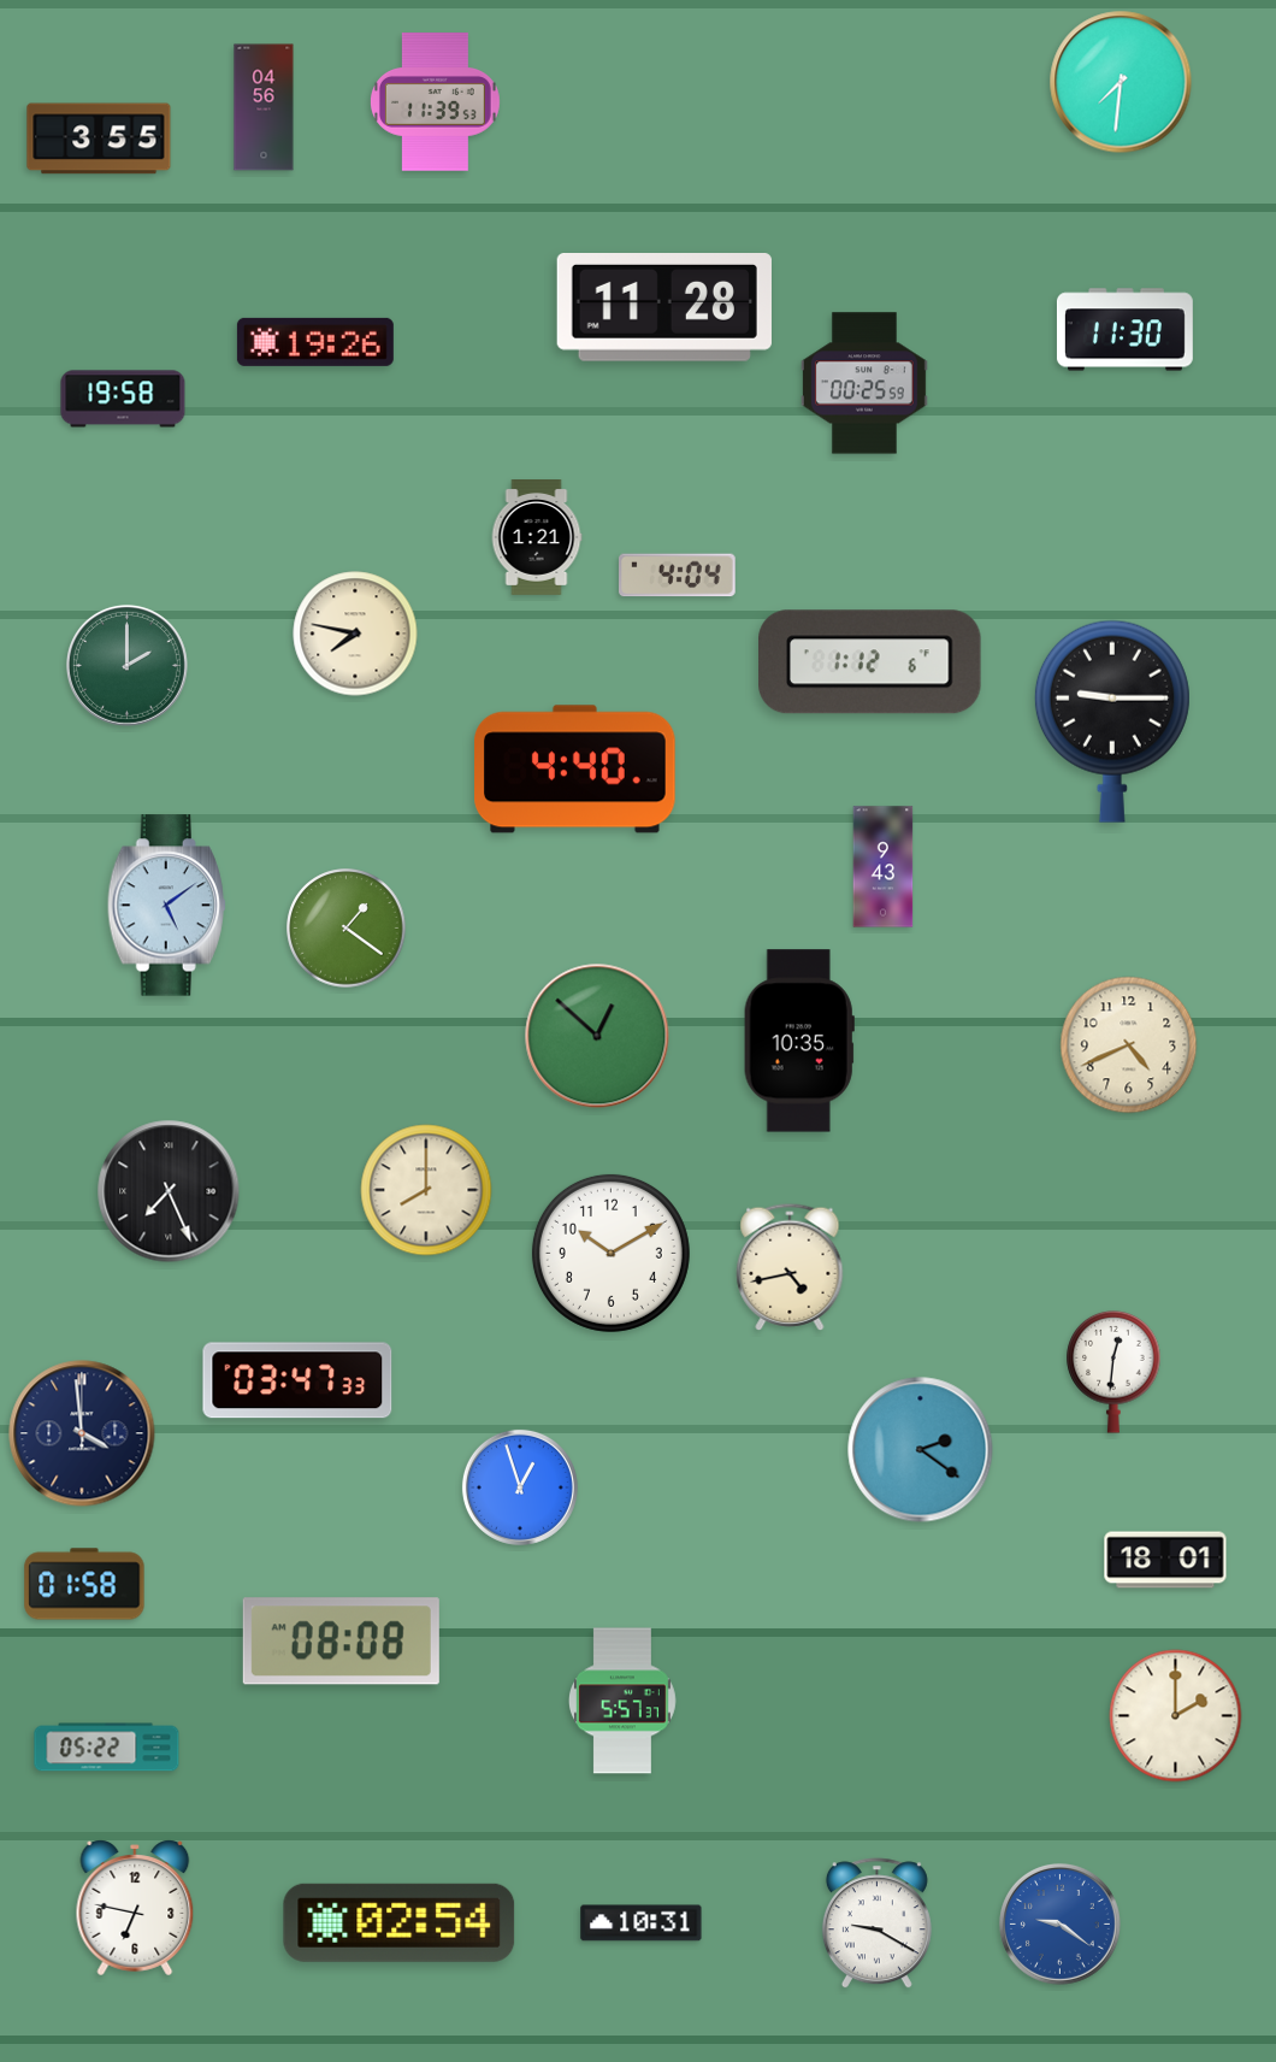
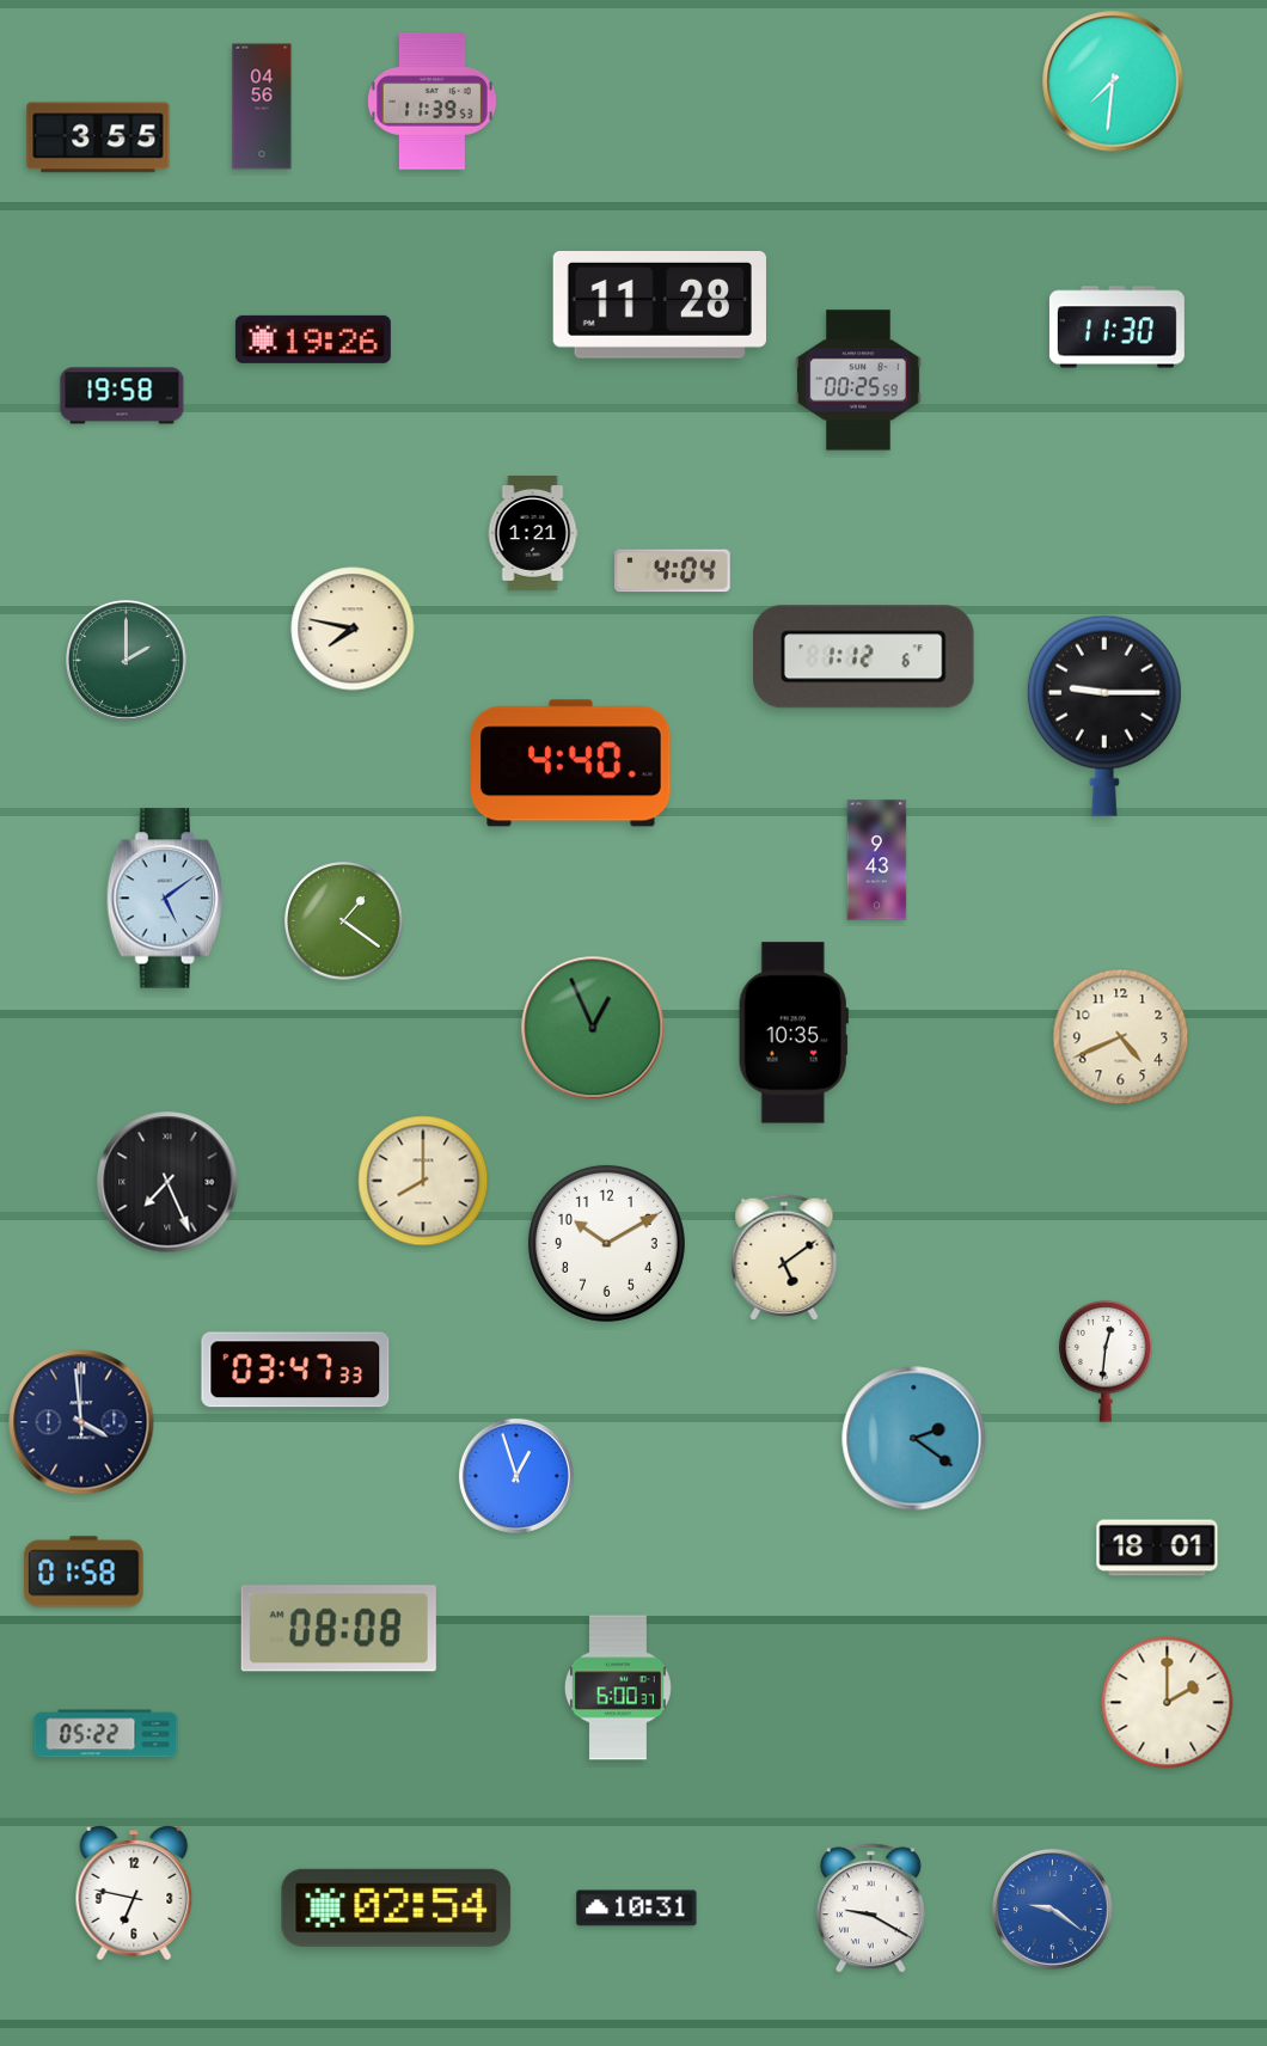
clock at (597, 1036): 12:52 -> 12:56
clock at (790, 1267): 4:43 -> 5:09
clock at (622, 1701): 5:57 -> 6:00
